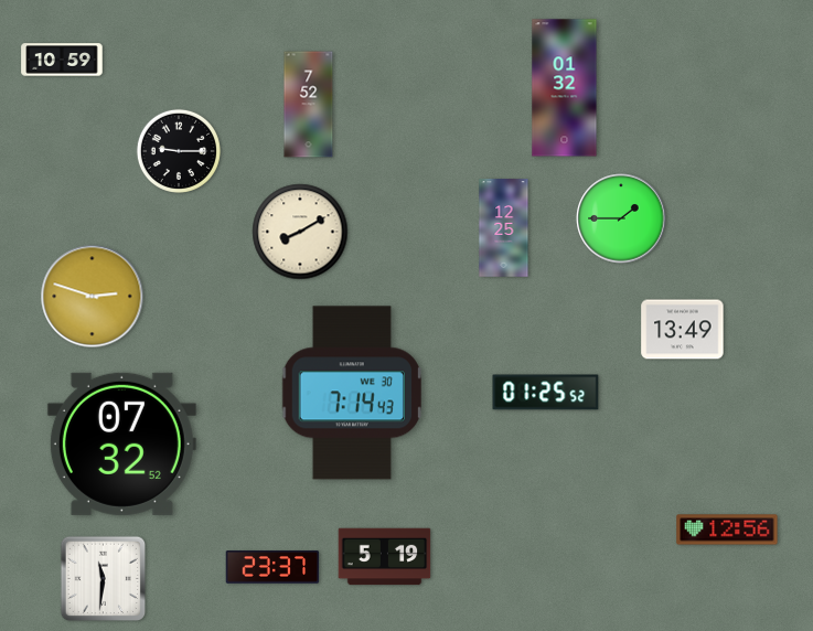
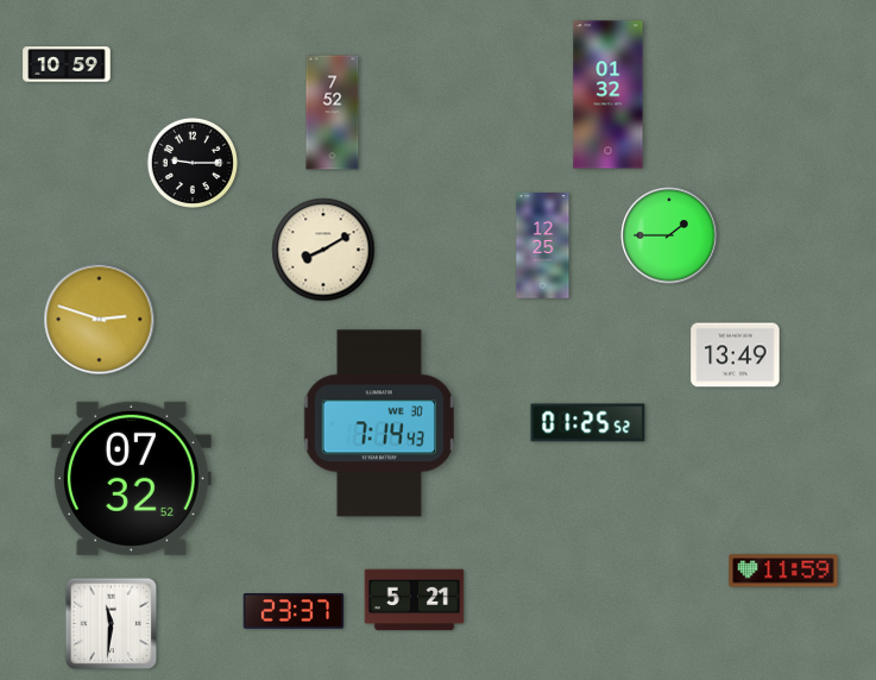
clock at (727, 530): 12:56 -> 11:59
clock at (385, 557): 5:19 -> 5:21
